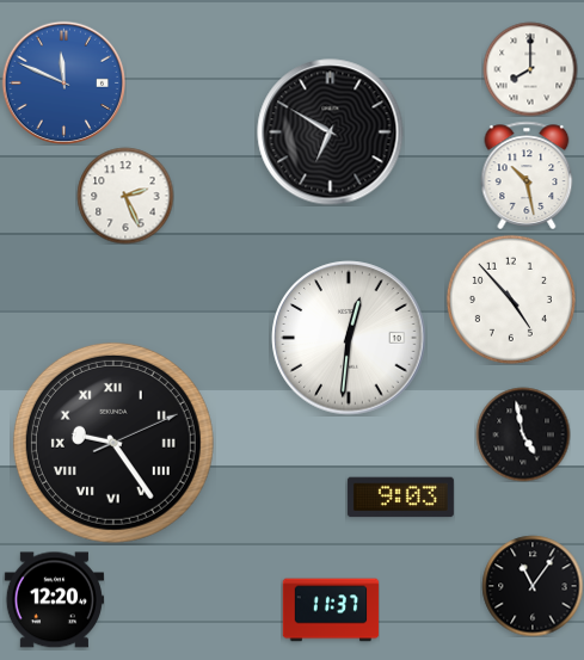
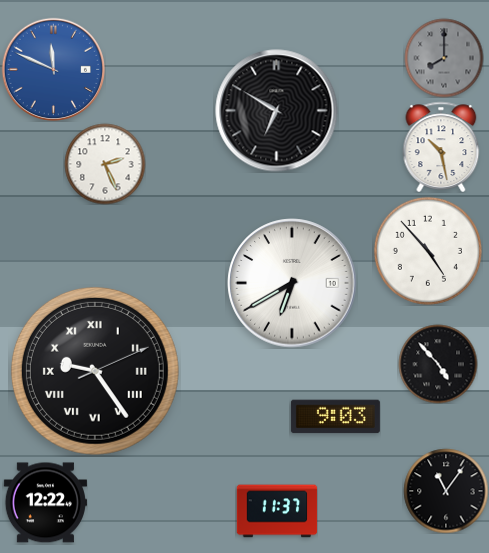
clock at (530, 69) dial: white -> grey
clock at (349, 338): 12:31 -> 6:40
clock at (523, 434): 4:58 -> 4:53
clock at (54, 600): 12:20 -> 12:22
